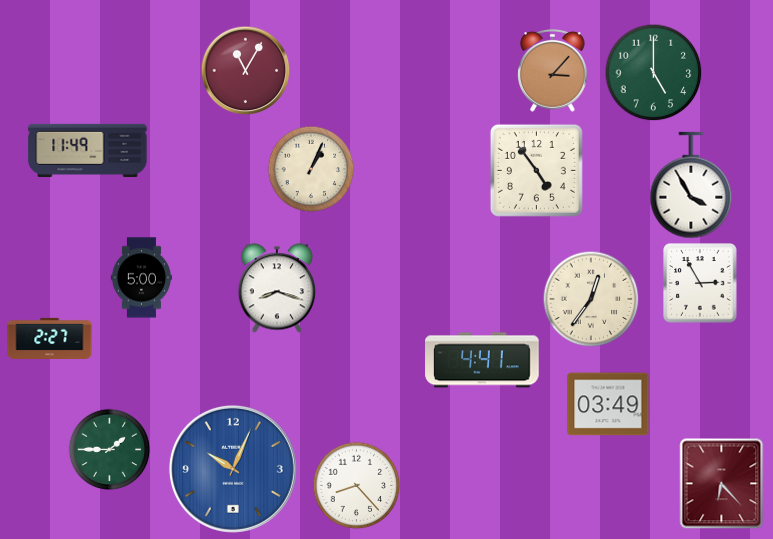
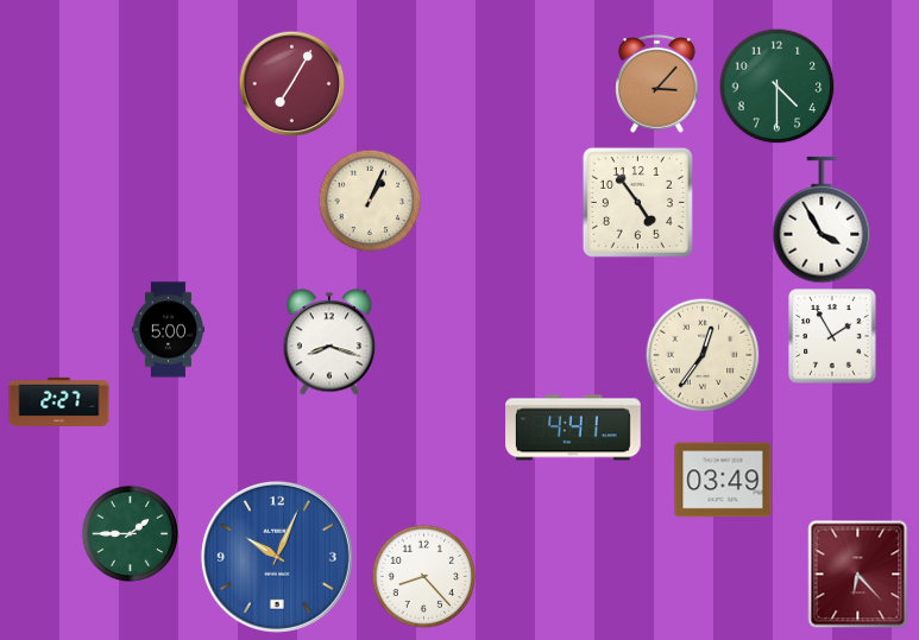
clock at (245, 70): 11:05 -> 7:05
clock at (653, 72): 5:00 -> 4:30
clock at (88, 150): 11:49 -> none
clock at (700, 283): 2:55 -> 1:55
